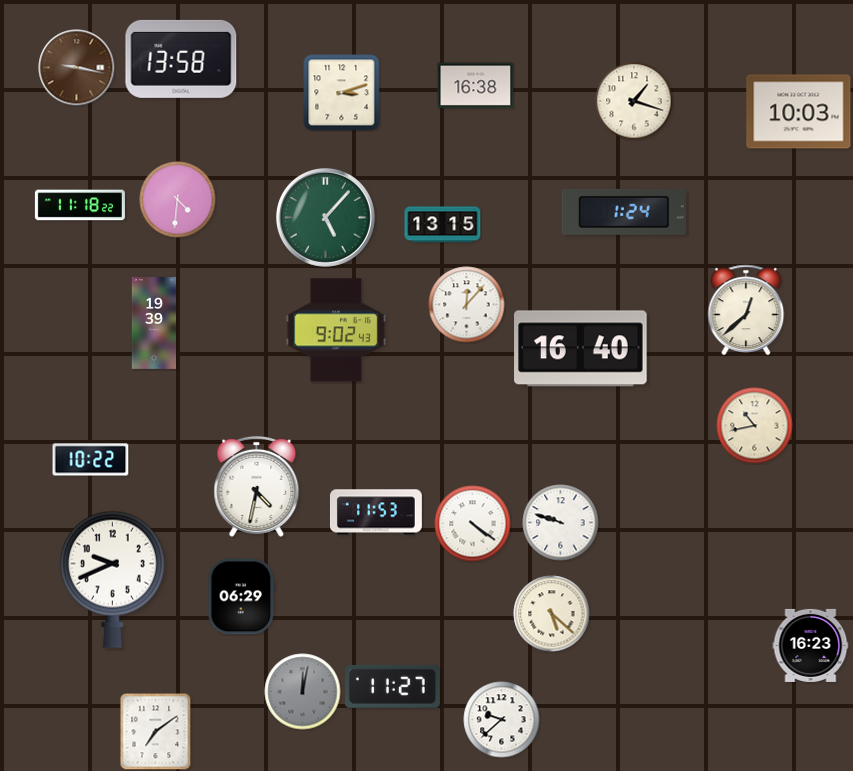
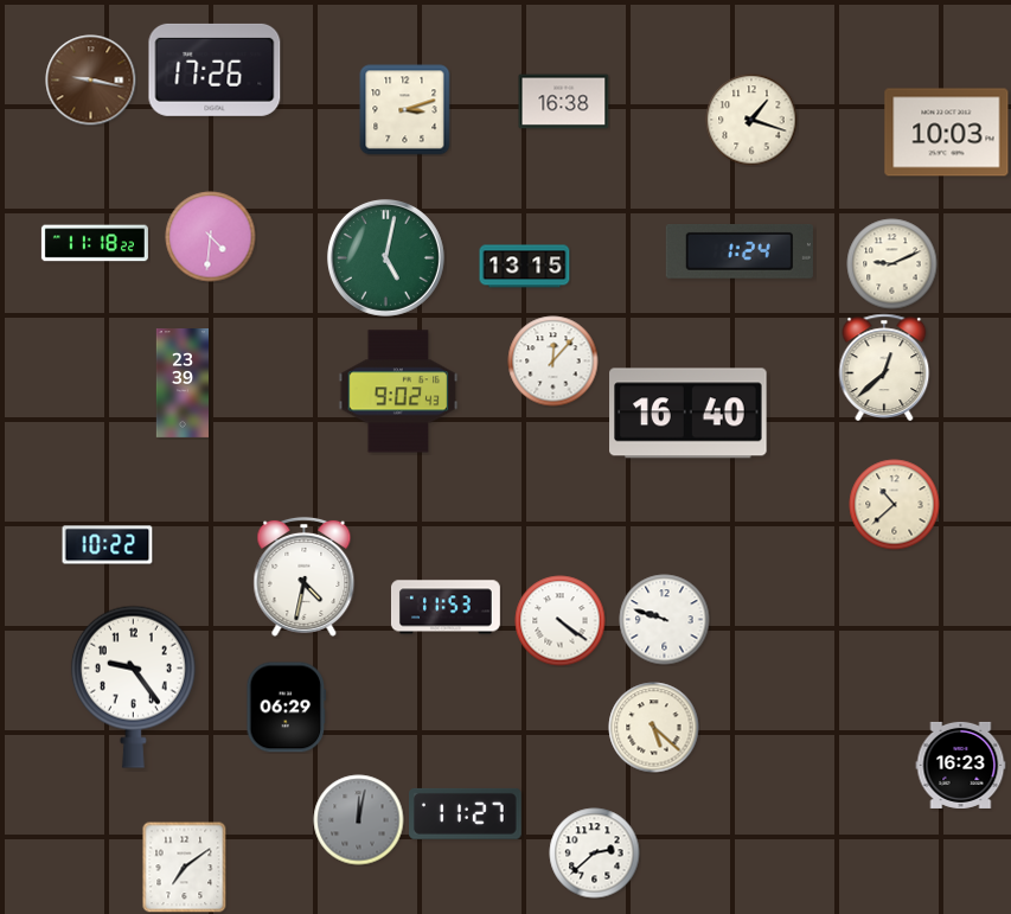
clock at (181, 59): 13:58 -> 17:26
clock at (325, 217): 5:07 -> 5:02
clock at (892, 264): none -> 9:11
clock at (154, 324): 19:39 -> 23:39
clock at (755, 426): 10:43 -> 10:38
clock at (112, 579): 9:41 -> 9:24
clock at (502, 720): 9:38 -> 2:38
